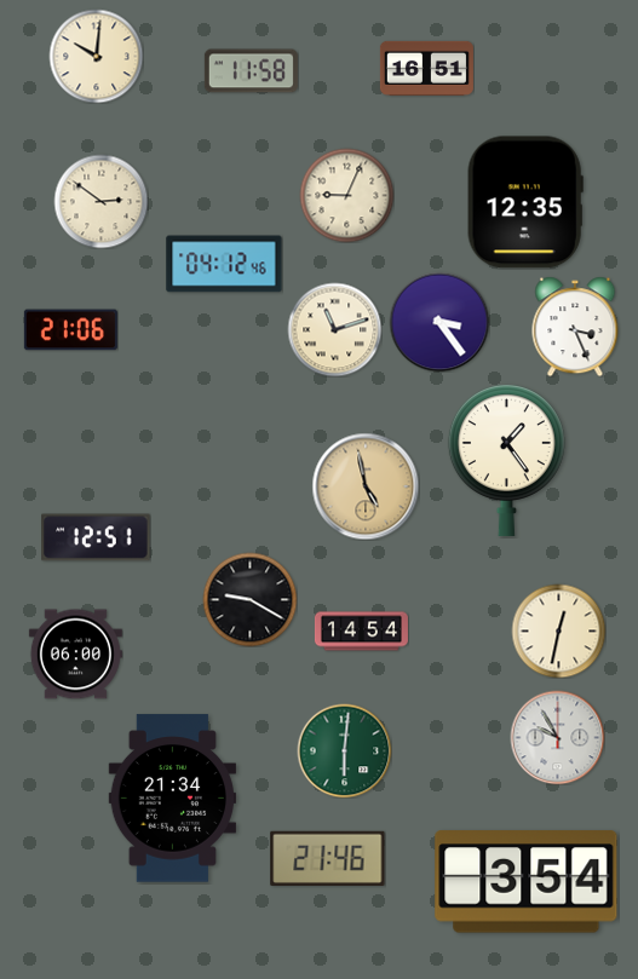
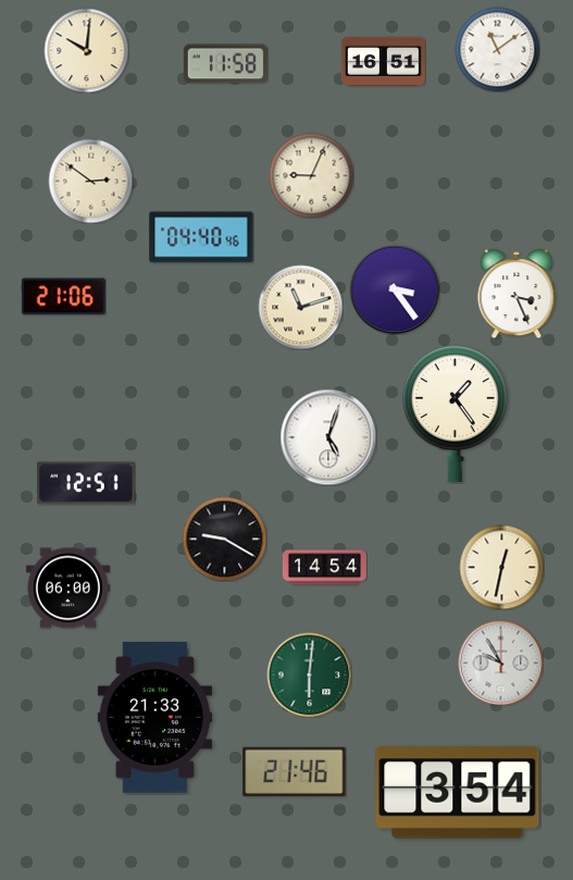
clock at (497, 49): none -> 11:09
clock at (525, 202): 12:35 -> none
clock at (224, 264): 04:12 -> 04:40
clock at (334, 329) position: (334, 329) -> (300, 307)
clock at (366, 486): 4:58 -> 5:03
clock at (366, 486) dial: champagne -> white
clock at (172, 799): 21:34 -> 21:33
clock at (527, 882) position: (527, 882) -> (458, 793)
